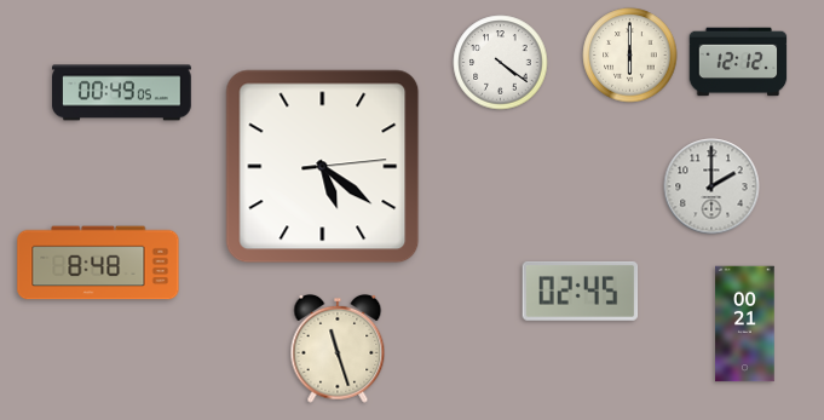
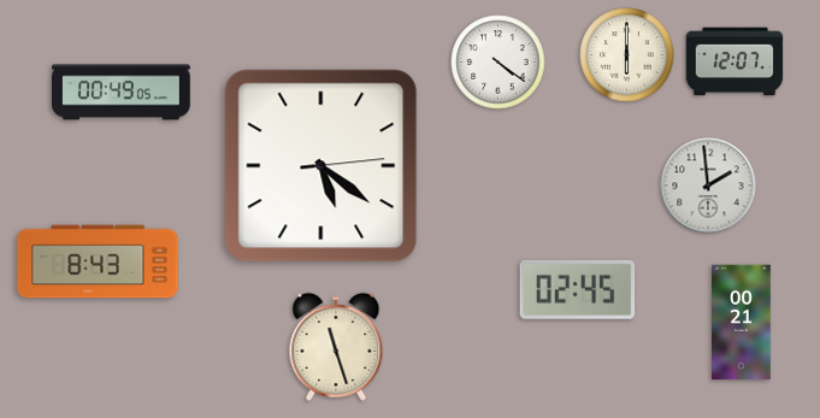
clock at (738, 62): 12:12 -> 12:07
clock at (711, 186): 2:00 -> 1:59
clock at (98, 263): 8:48 -> 8:43
